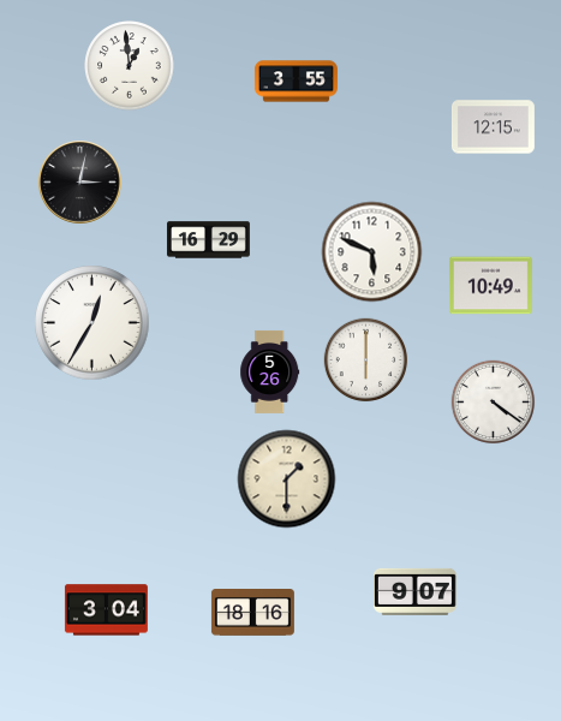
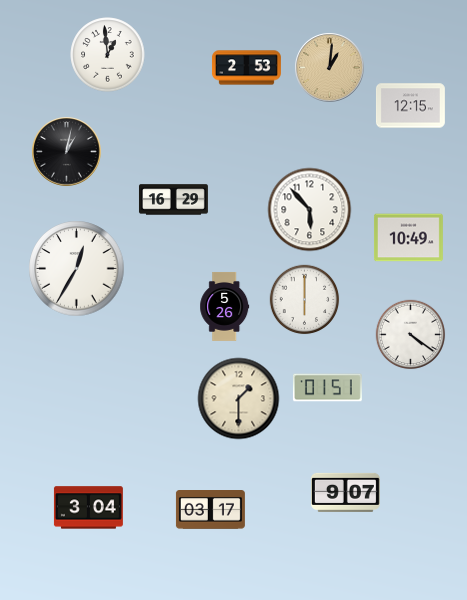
clock at (296, 82): 3:55 -> 2:53
clock at (330, 68): none -> 1:01
clock at (80, 183): 3:02 -> 1:02
clock at (372, 252): 5:49 -> 5:53
clock at (270, 371) position: (270, 371) -> (225, 306)
clock at (327, 388): none -> 01:51
clock at (252, 613): 18:16 -> 03:17
